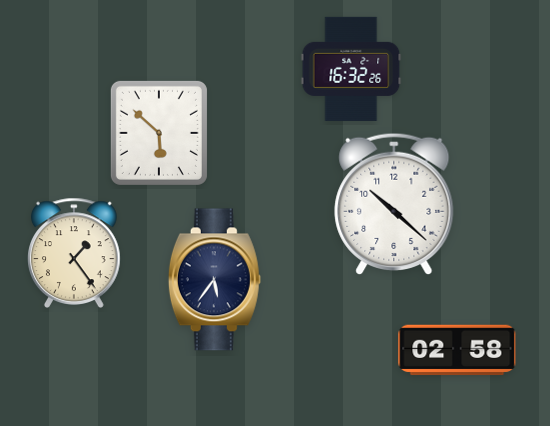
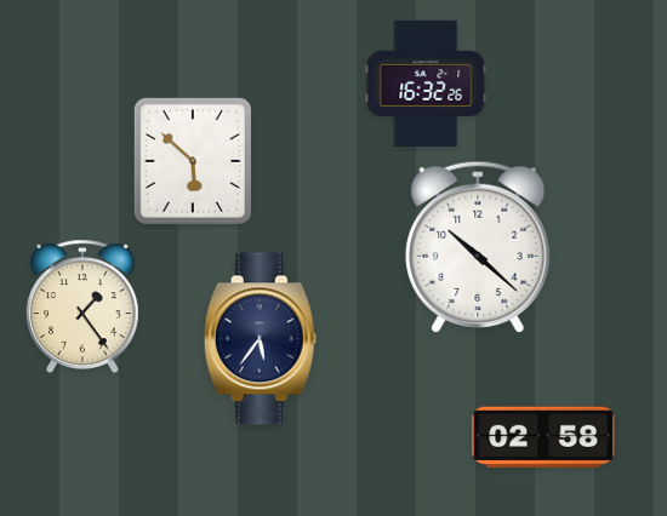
clock at (75, 253) position: (75, 253) -> (84, 306)
clock at (457, 350) position: (457, 350) -> (543, 437)
